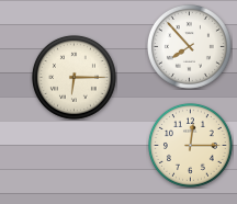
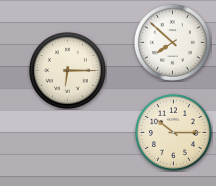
clock at (189, 46): 7:53 -> 7:52
clock at (190, 145): 12:15 -> 10:15
